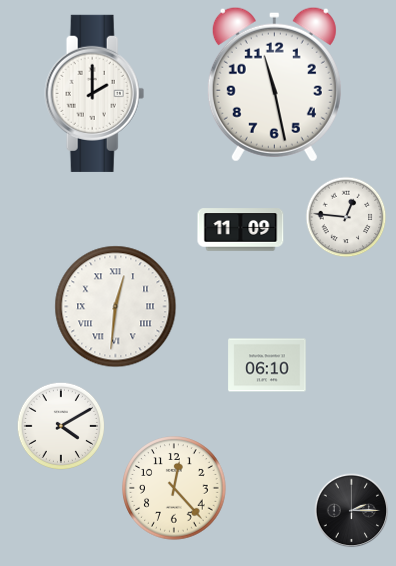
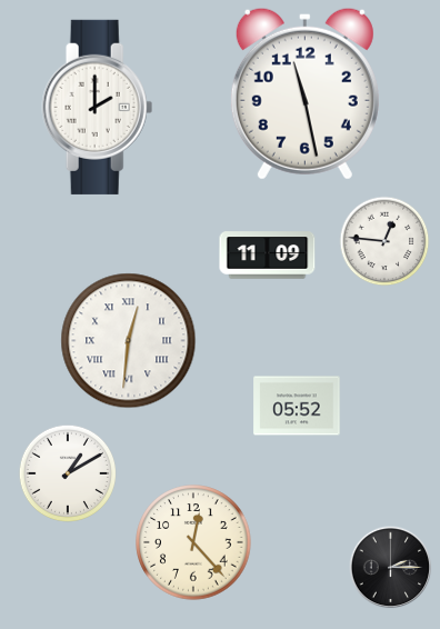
clock at (95, 93) position: (95, 93) -> (98, 107)
clock at (267, 365): 06:10 -> 05:52
clock at (60, 425): 4:10 -> 1:10
